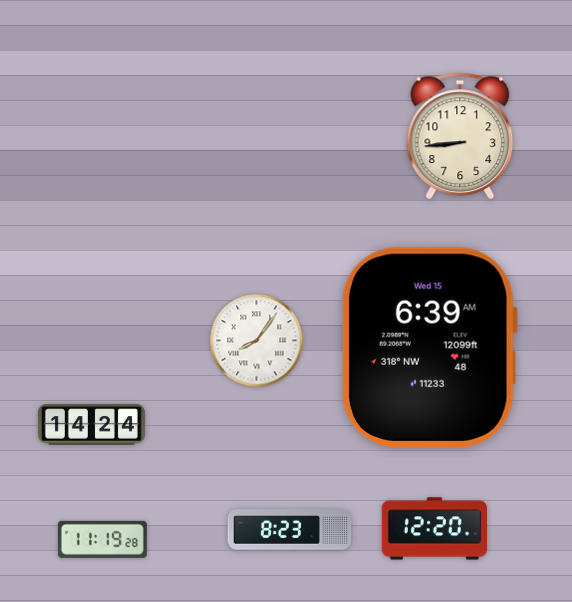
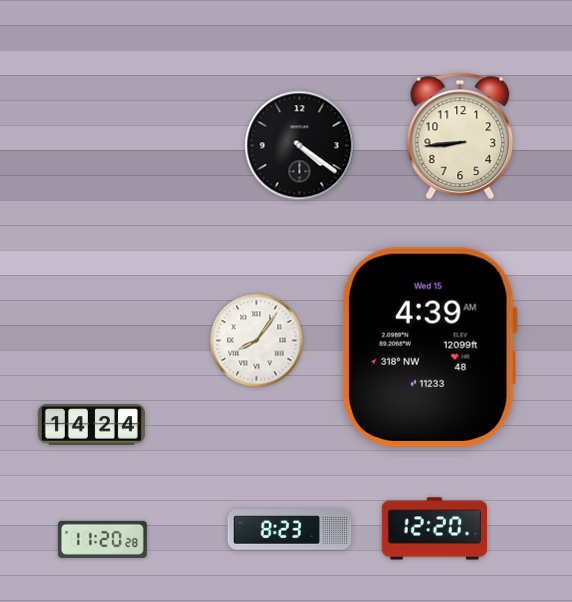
clock at (300, 146): none -> 4:21
clock at (429, 347): 6:39 -> 4:39
clock at (102, 539): 11:19 -> 11:20
